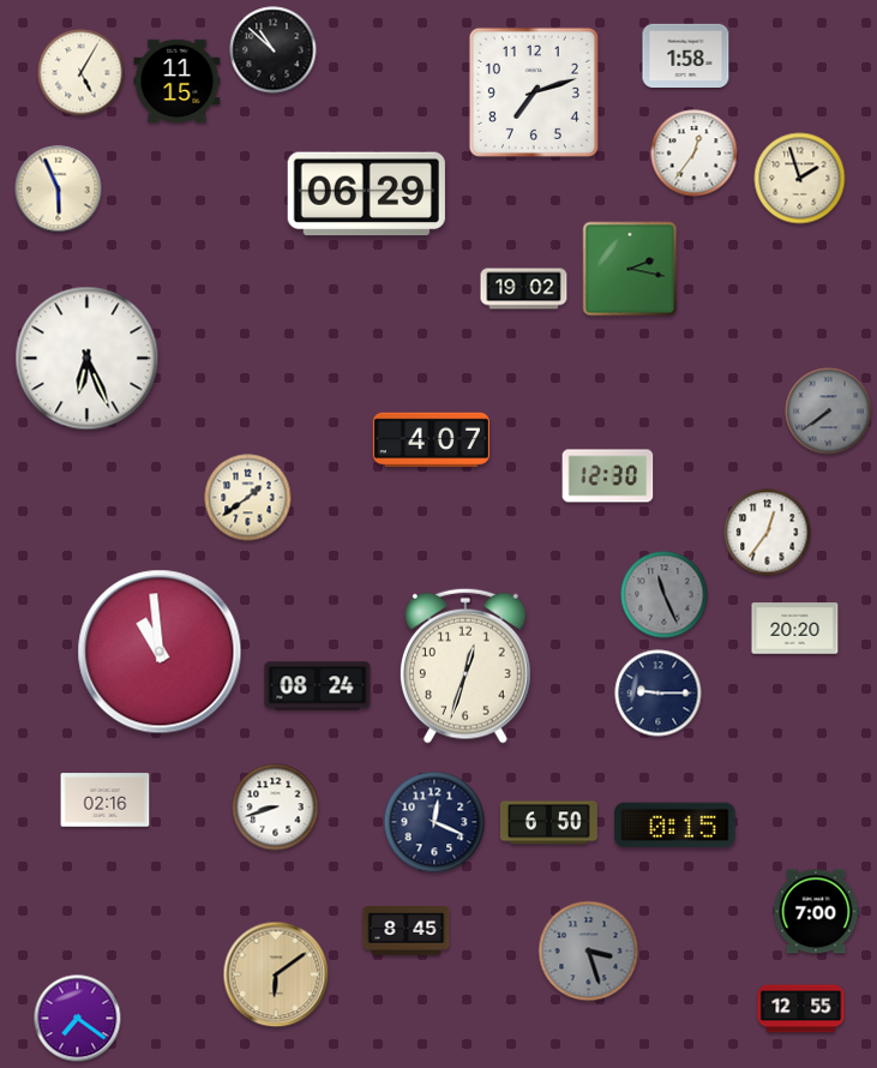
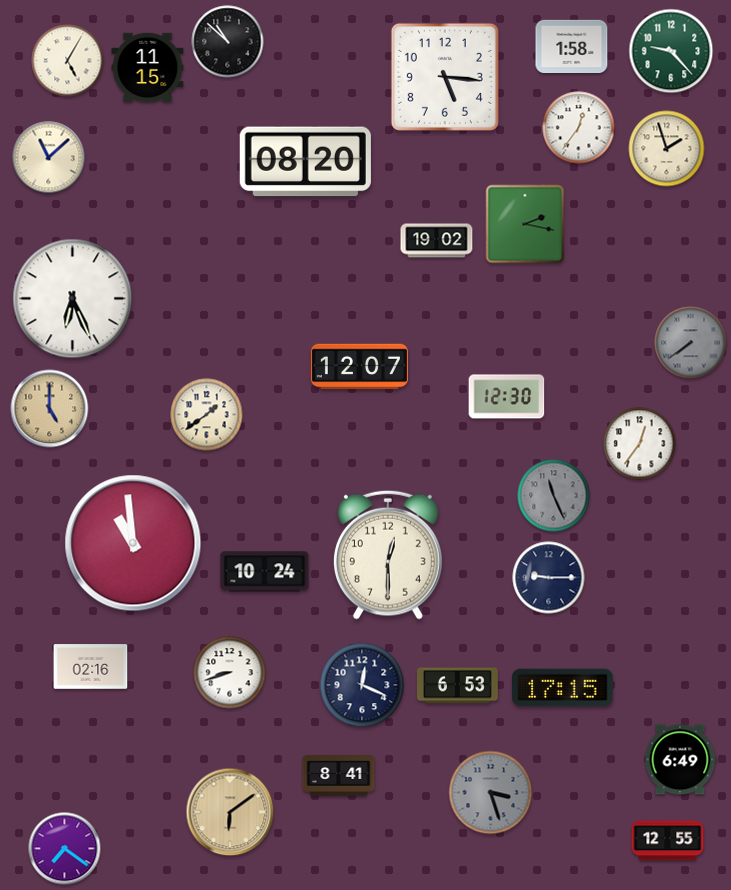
clock at (671, 51): none -> 9:23
clock at (534, 92): 7:12 -> 5:16
clock at (59, 190): 5:56 -> 11:08
clock at (366, 194): 06:29 -> 08:20
clock at (431, 440): 4:07 -> 12:07
clock at (50, 409): none -> 5:00
clock at (795, 629): 20:20 -> none
clock at (465, 666): 12:33 -> 12:30
clock at (318, 686): 08:24 -> 10:24
clock at (106, 800) position: (106, 800) -> (91, 667)
clock at (548, 823): 6:50 -> 6:53
clock at (675, 826): 0:15 -> 17:15
clock at (816, 912): 7:00 -> 6:49
clock at (407, 931): 8:45 -> 8:41
